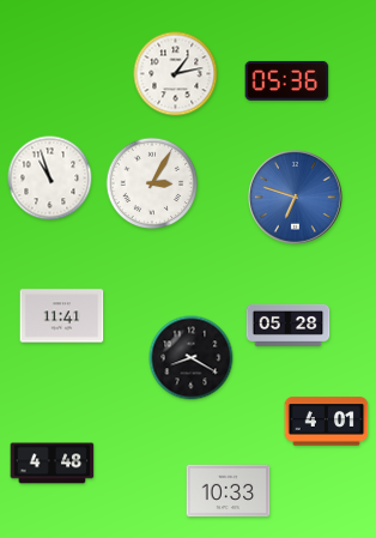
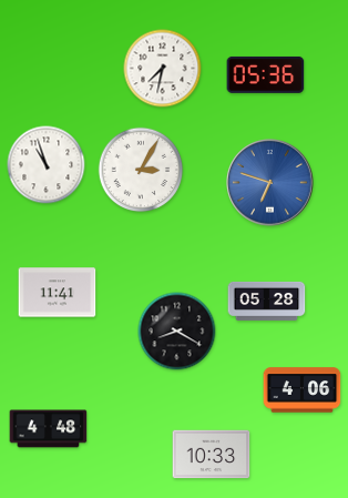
clock at (176, 74): 1:13 -> 7:32
clock at (296, 198) position: (296, 198) -> (270, 183)
clock at (327, 422): 4:01 -> 4:06
